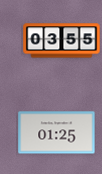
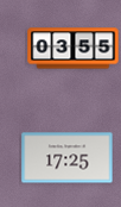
clock at (57, 133): 01:25 -> 17:25
